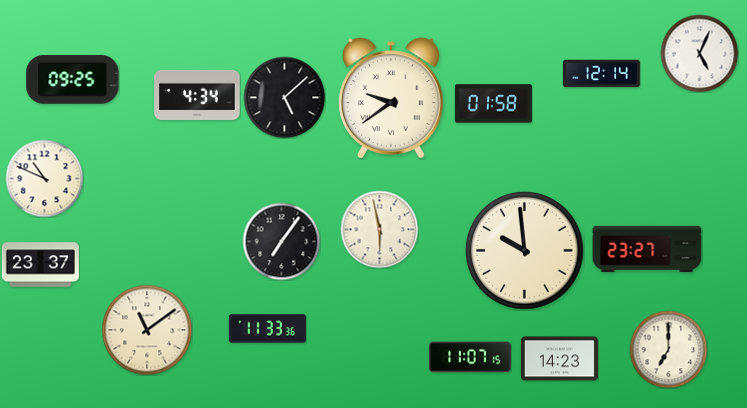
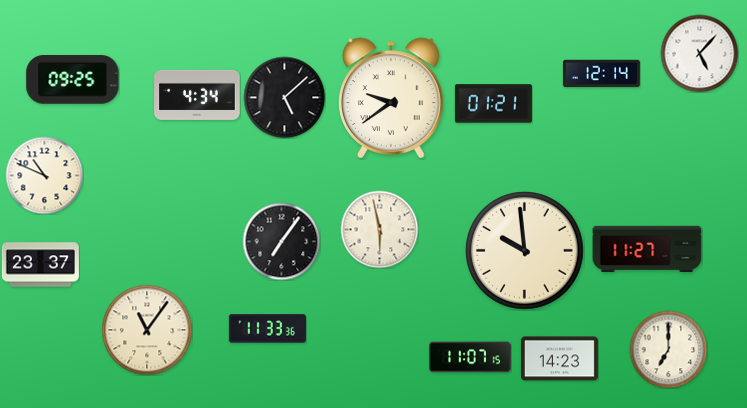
clock at (699, 53): 5:04 -> 5:07
clock at (493, 104): 01:58 -> 01:21
clock at (44, 178) position: (44, 178) -> (44, 175)
clock at (647, 248): 23:27 -> 11:27
clock at (147, 330): 11:09 -> 11:06
